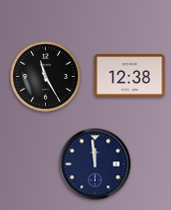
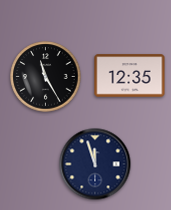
clock at (130, 76): 12:38 -> 12:35
clock at (95, 164): 11:59 -> 11:57
